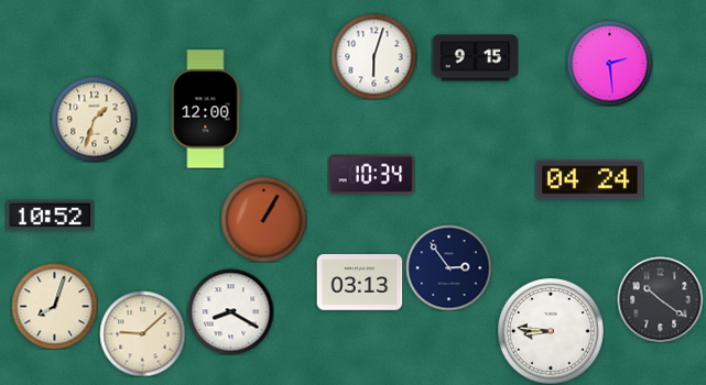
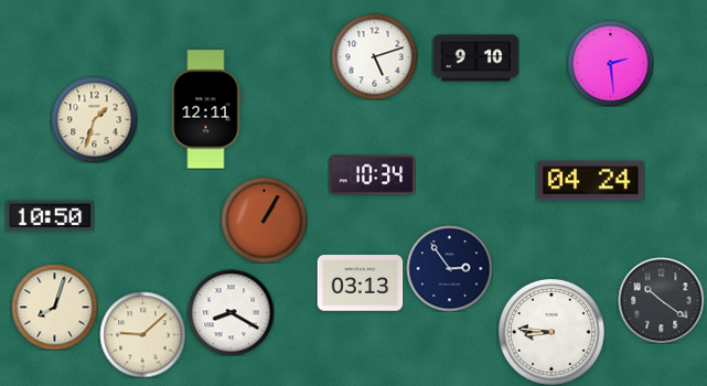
clock at (373, 56): 6:03 -> 5:12
clock at (475, 58): 9:15 -> 9:10
clock at (206, 109): 12:00 -> 12:11
clock at (50, 216): 10:52 -> 10:50
